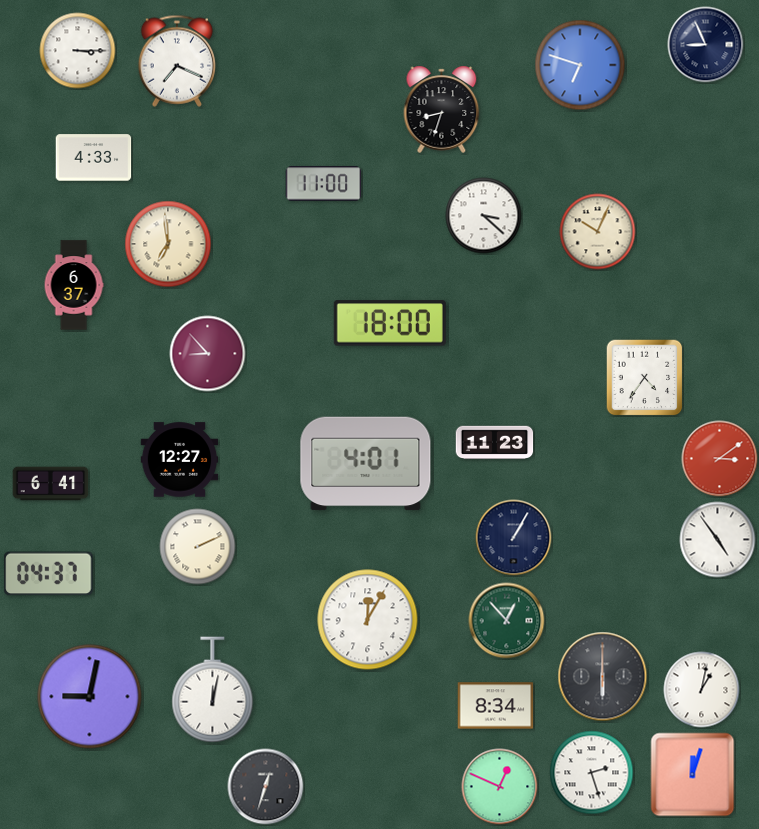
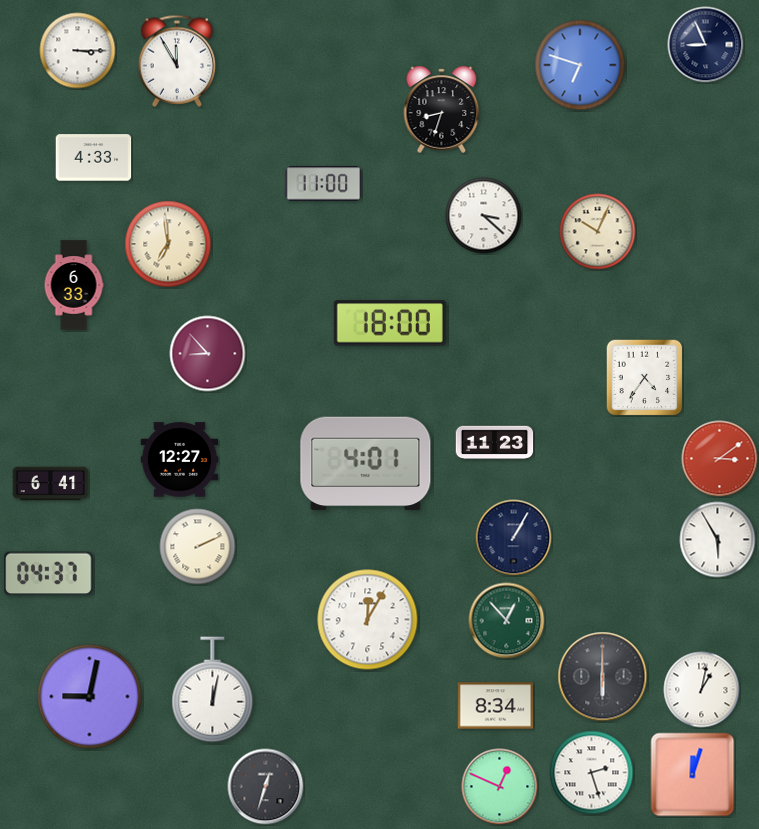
clock at (177, 61): 7:19 -> 11:55
clock at (74, 285): 6:37 -> 6:33
clock at (718, 540): 4:54 -> 5:55
